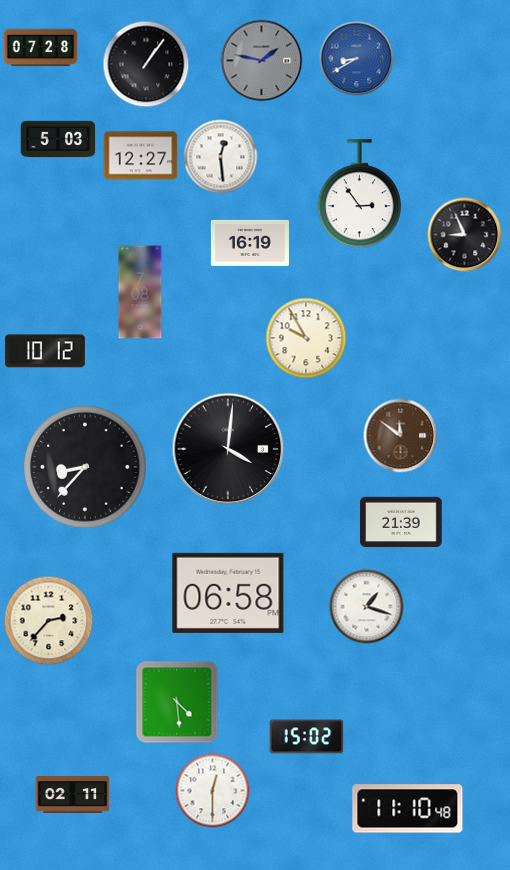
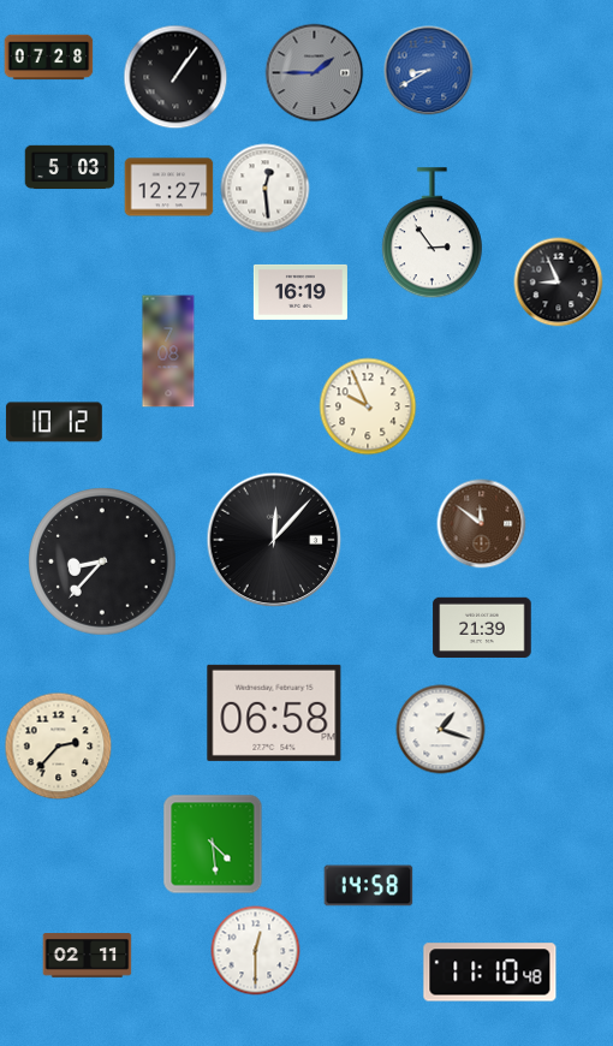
clock at (262, 61): 1:47 -> 1:45
clock at (306, 338): 9:55 -> 9:56
clock at (228, 449): 4:01 -> 12:07
clock at (307, 737): 15:02 -> 14:58
